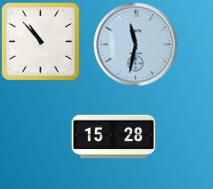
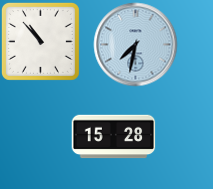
clock at (135, 44): 11:32 -> 7:32
